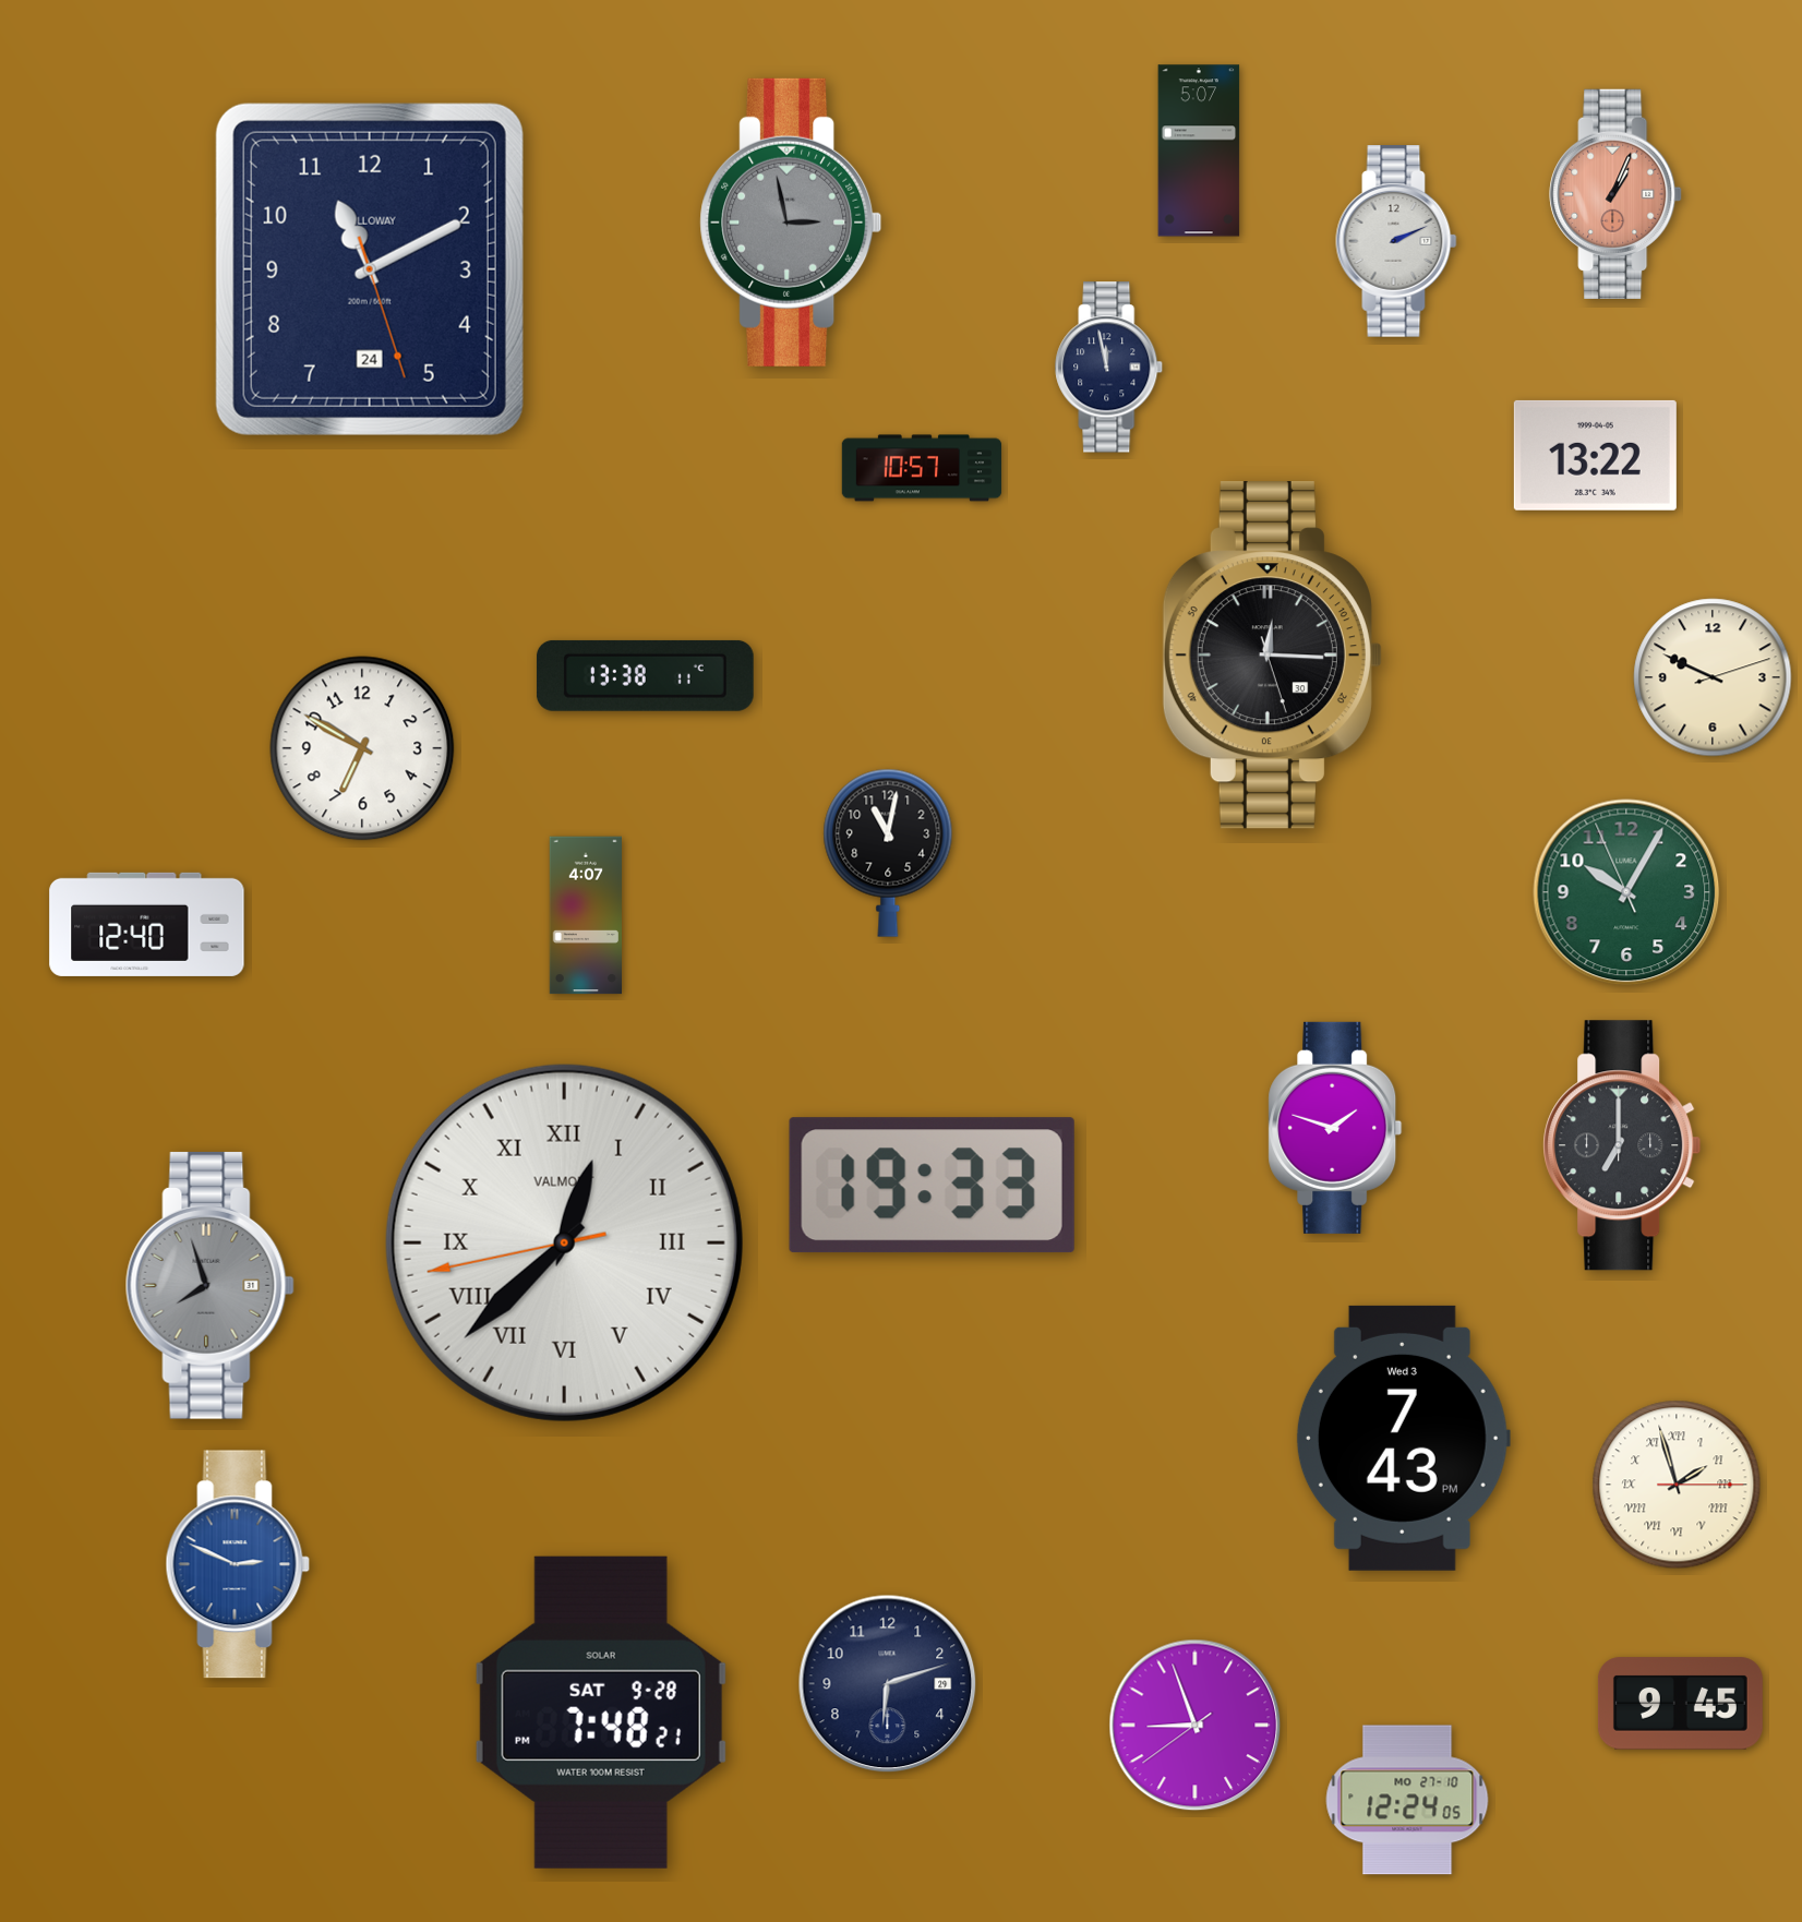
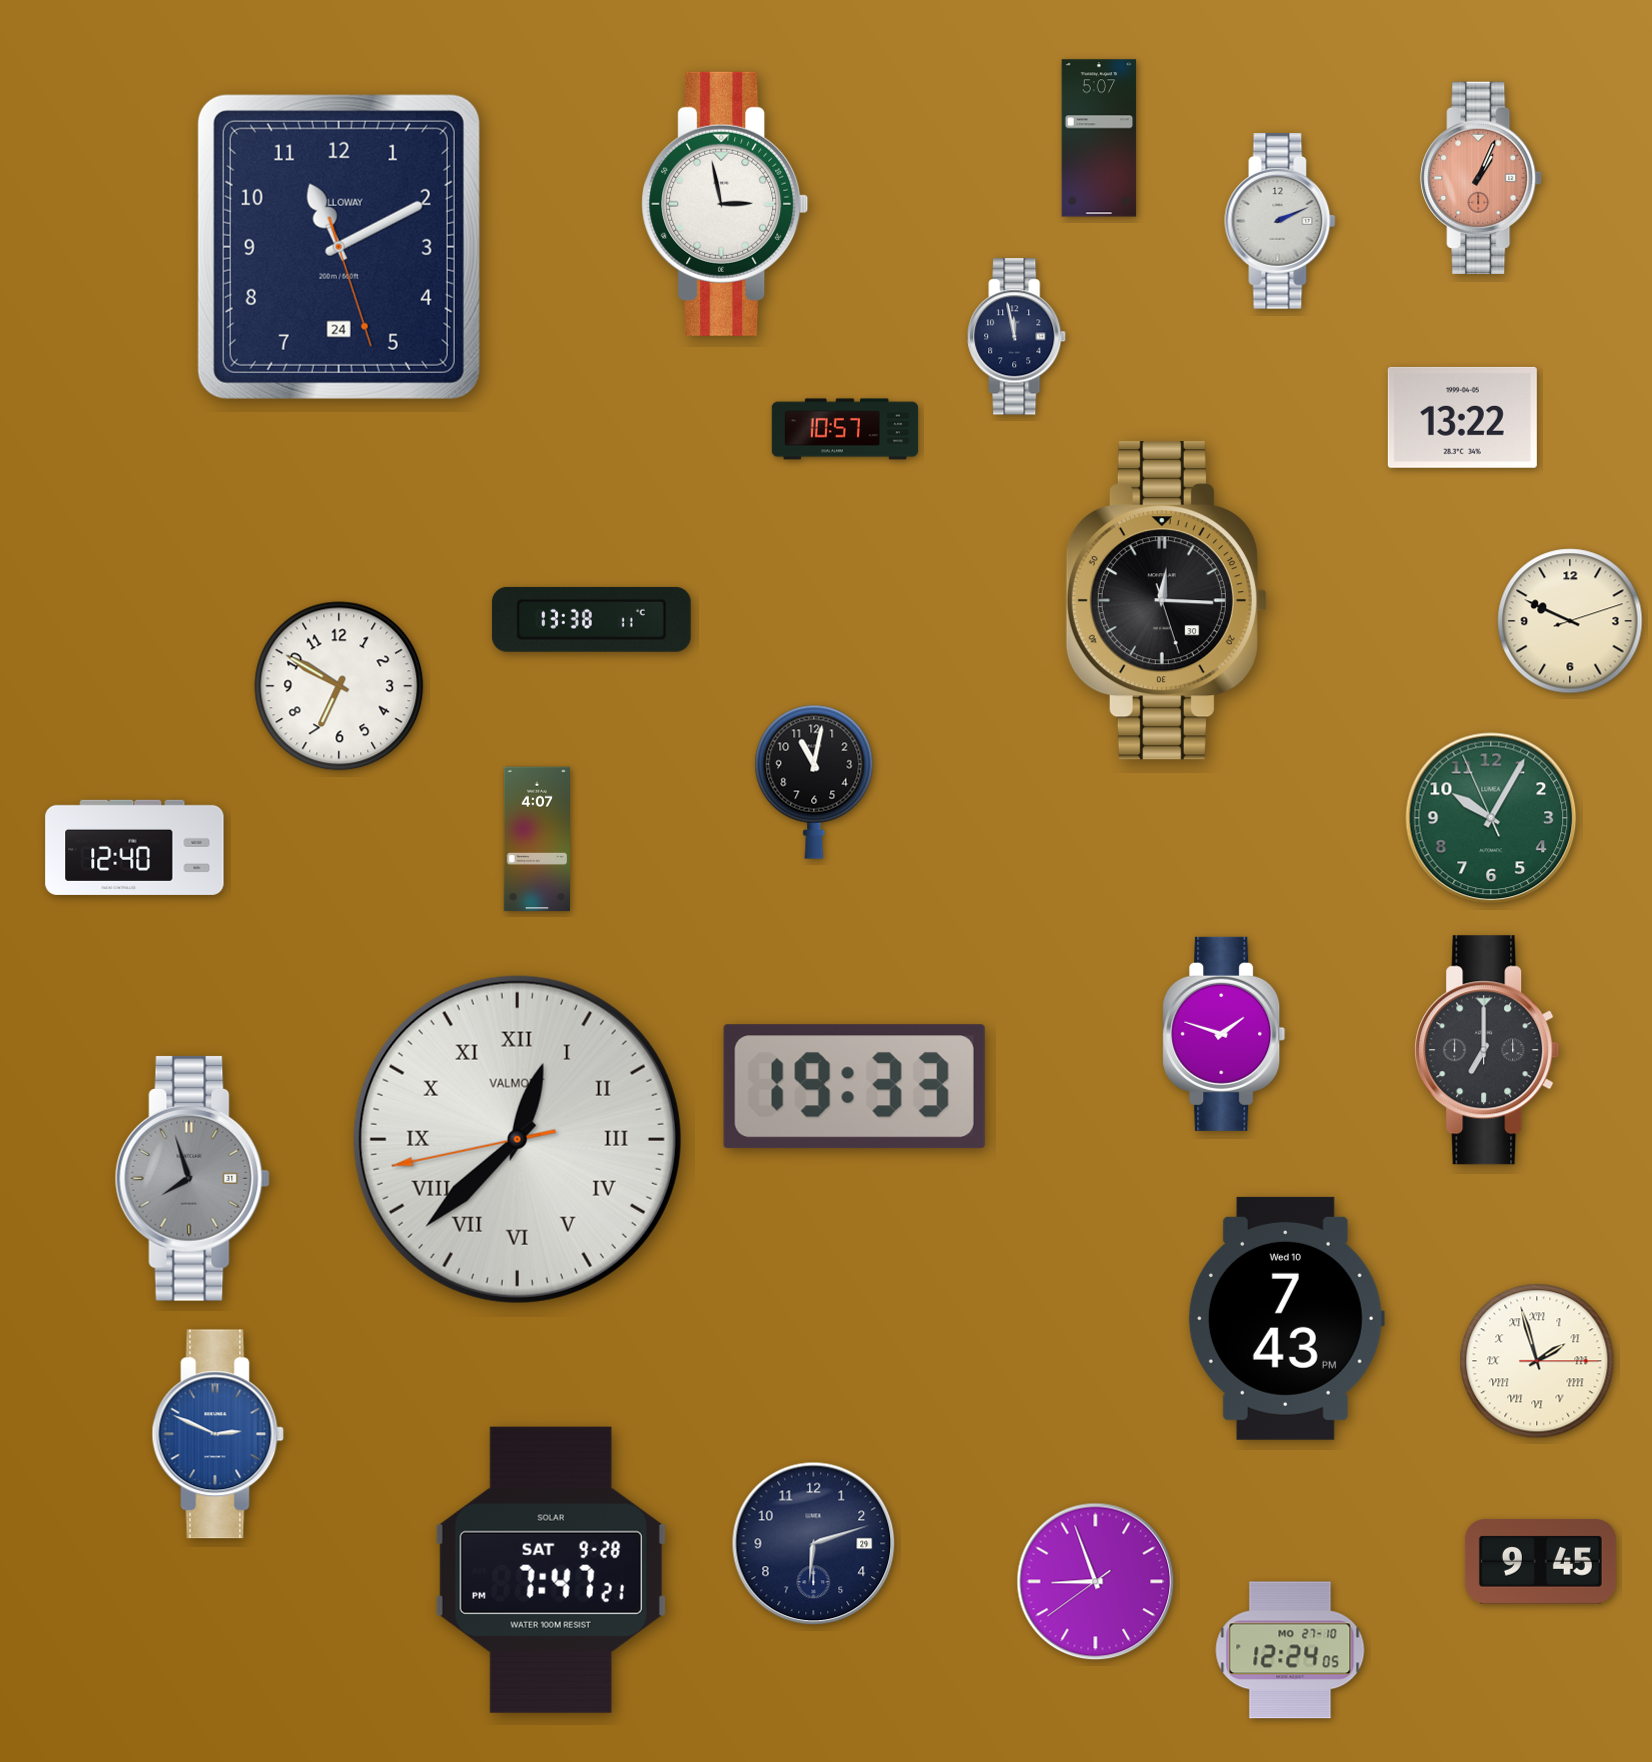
clock at (791, 223) dial: grey -> white
clock at (362, 748) position: (362, 748) -> (339, 686)
clock at (1403, 1438) date: Wed 3 -> Wed 10
clock at (601, 1713): 7:48 -> 7:47
